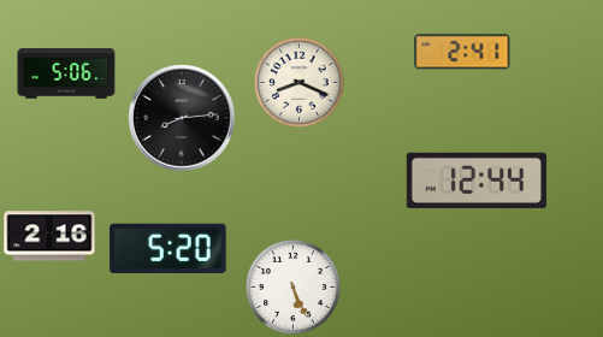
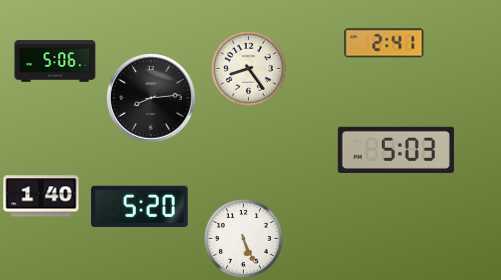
clock at (298, 82): 8:19 -> 8:24
clock at (477, 181): 12:44 -> 5:03
clock at (49, 236): 2:16 -> 1:40
